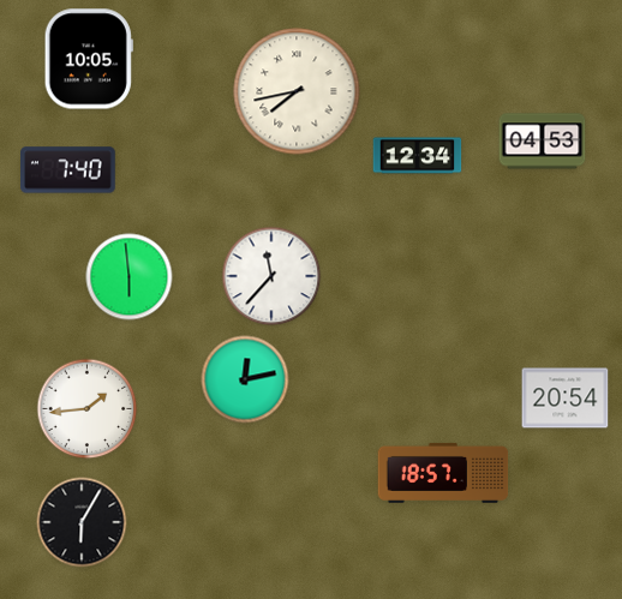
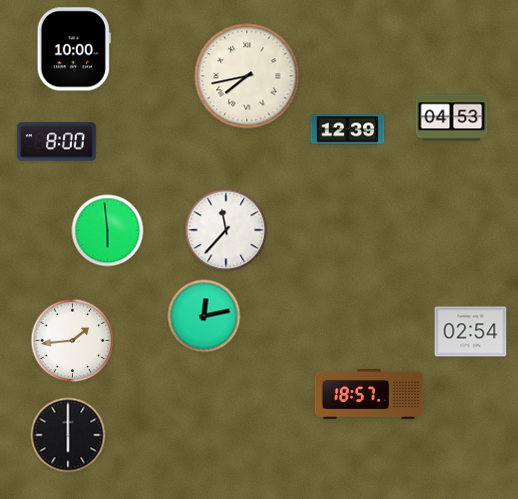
clock at (89, 59): 10:05 -> 10:00
clock at (418, 156): 12:34 -> 12:39
clock at (68, 170): 7:40 -> 8:00
clock at (566, 399): 20:54 -> 02:54
clock at (82, 522): 6:05 -> 6:00
